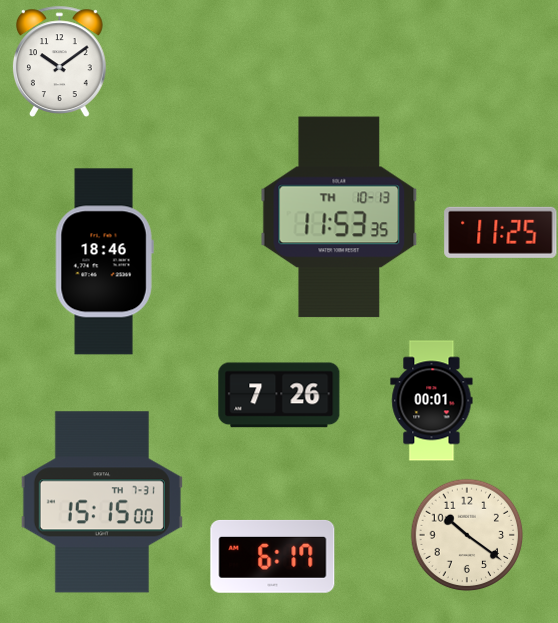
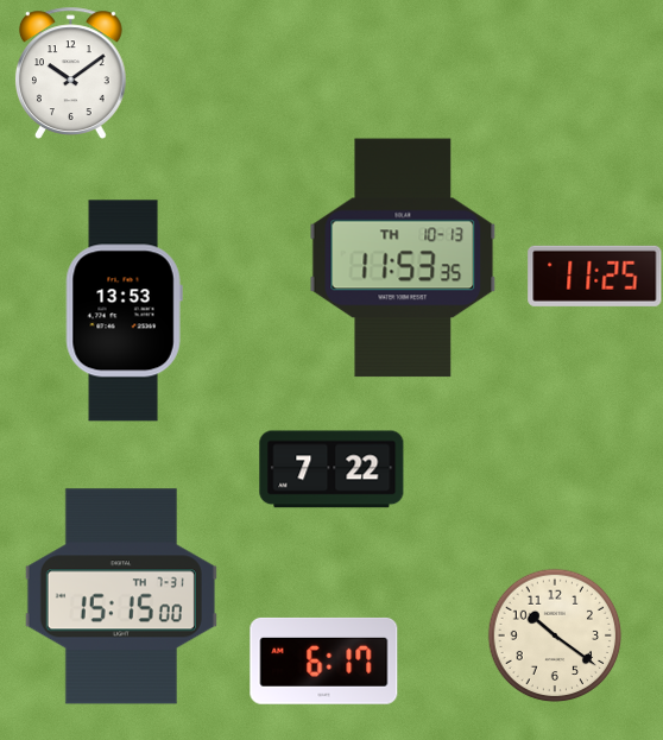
clock at (104, 262): 18:46 -> 13:53
clock at (279, 395): 7:26 -> 7:22
clock at (432, 401): 00:01 -> none
